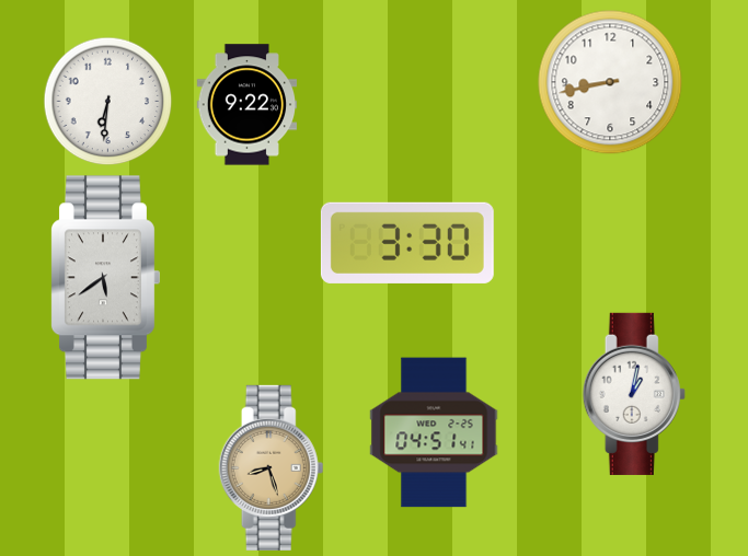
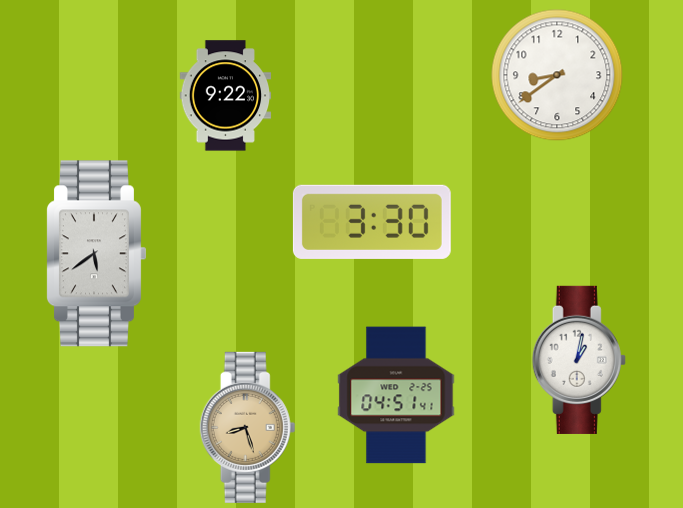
clock at (610, 82): 8:43 -> 8:39
clock at (107, 101): 6:31 -> none
